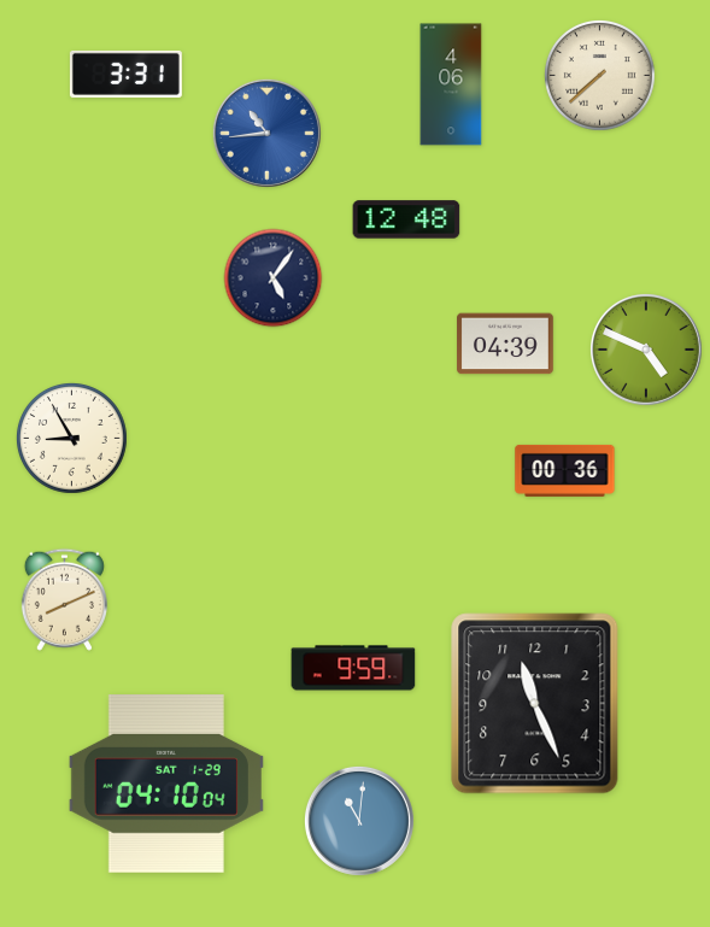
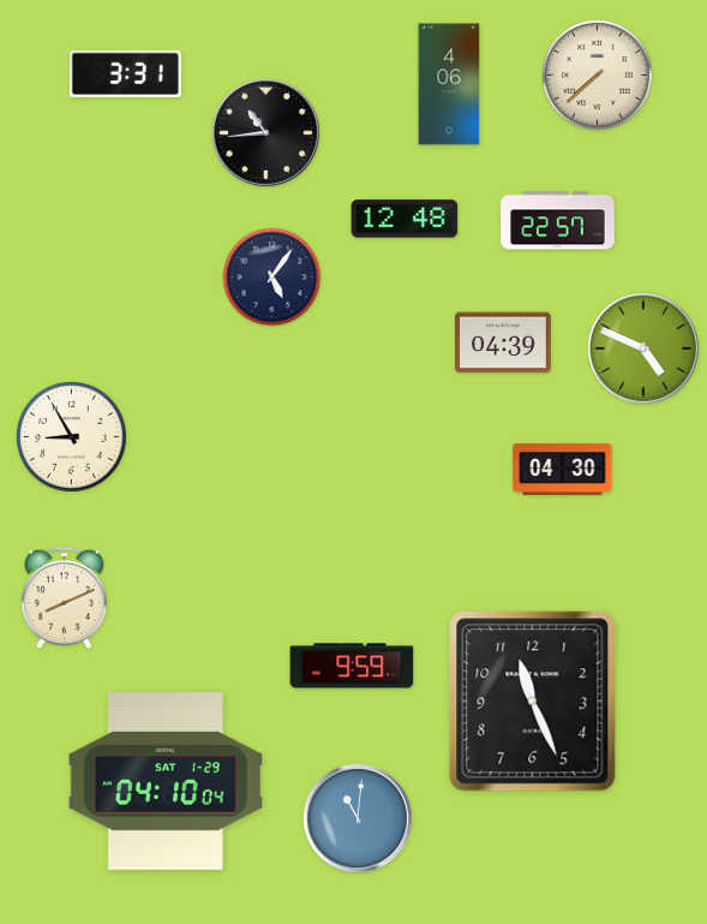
clock at (266, 133) dial: blue -> black
clock at (558, 221): none -> 22:57
clock at (565, 470): 00:36 -> 04:30
